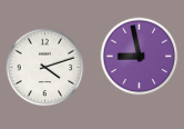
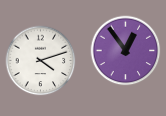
clock at (140, 57): 8:58 -> 12:54
